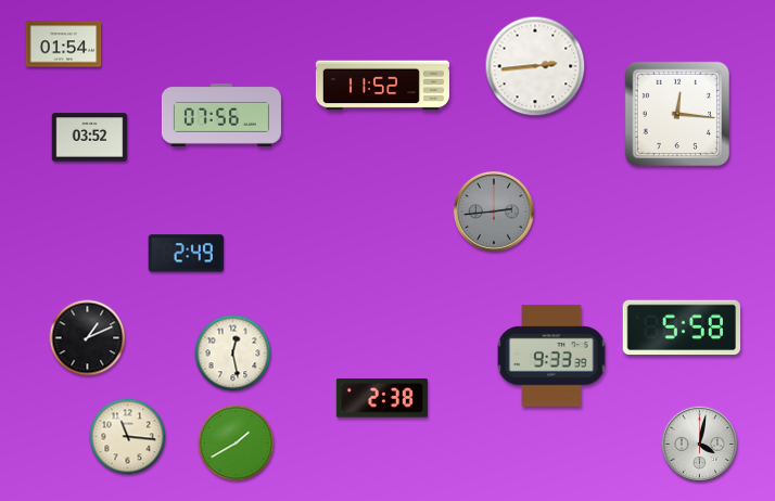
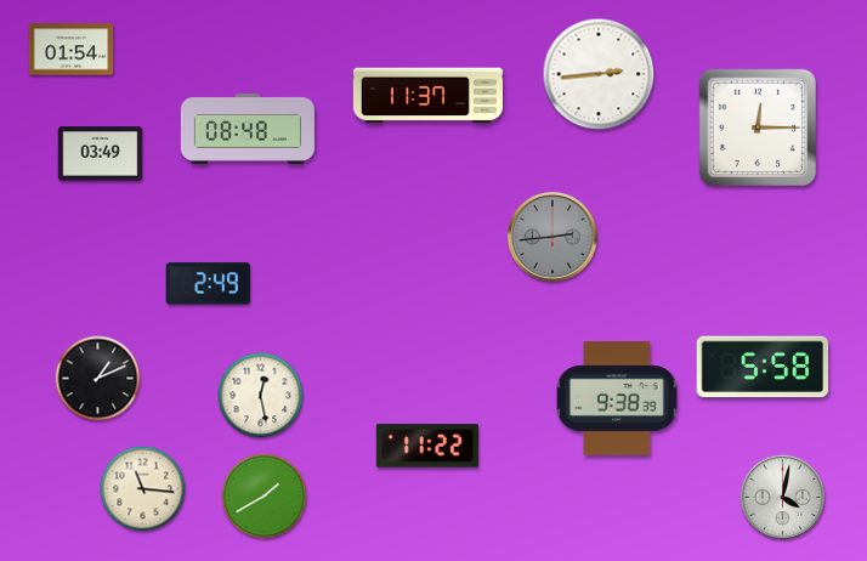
clock at (382, 86): 11:52 -> 11:37
clock at (677, 114): 12:16 -> 12:15
clock at (221, 116): 07:56 -> 08:48
clock at (90, 138): 03:52 -> 03:49
clock at (551, 356): 9:33 -> 9:38
clock at (382, 398): 2:38 -> 11:22
